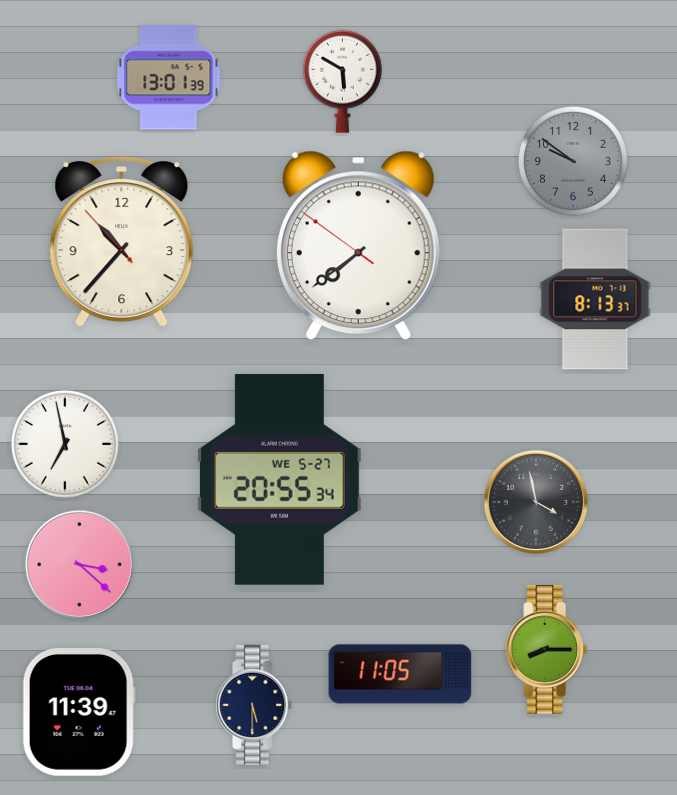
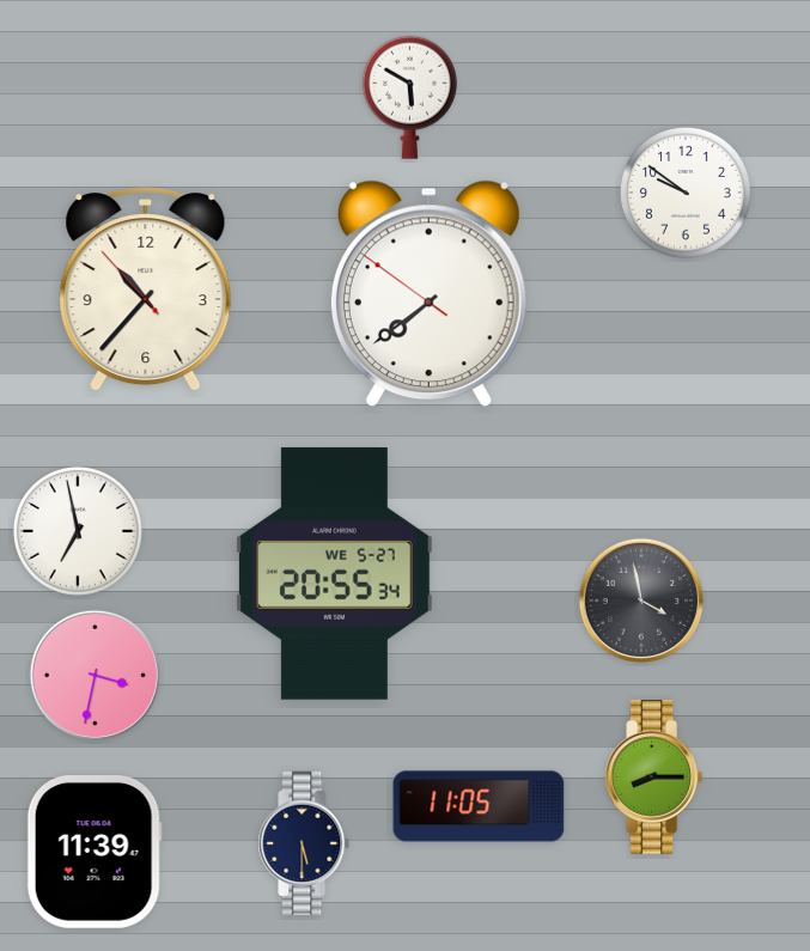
clock at (169, 78): 13:01 -> none
clock at (573, 161) dial: grey -> white
clock at (595, 299): 8:13 -> none
clock at (80, 565): 3:22 -> 3:32
